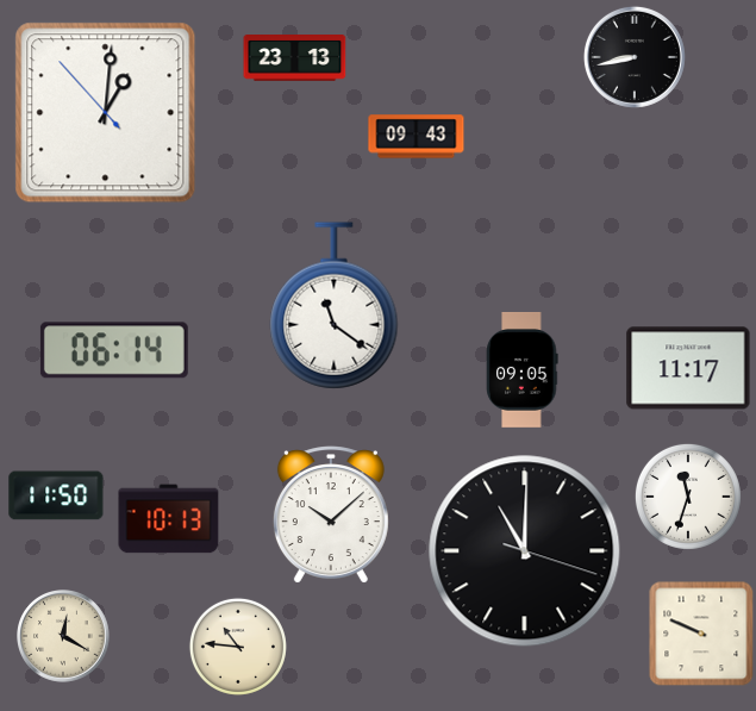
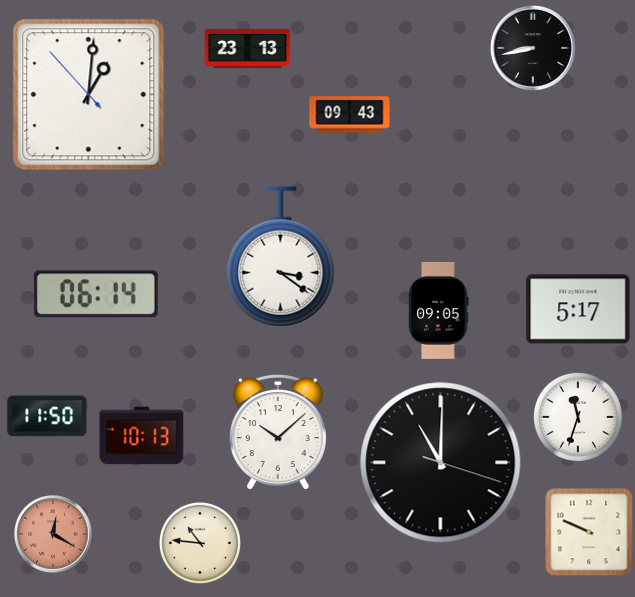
clock at (335, 306): 11:21 -> 3:21
clock at (688, 368): 11:17 -> 5:17
clock at (64, 637) dial: cream -> salmon
